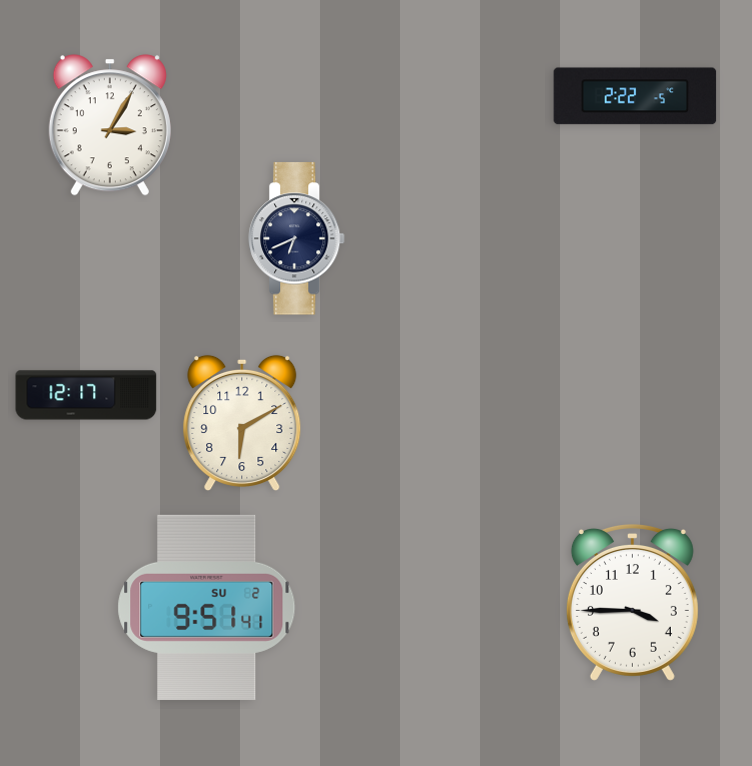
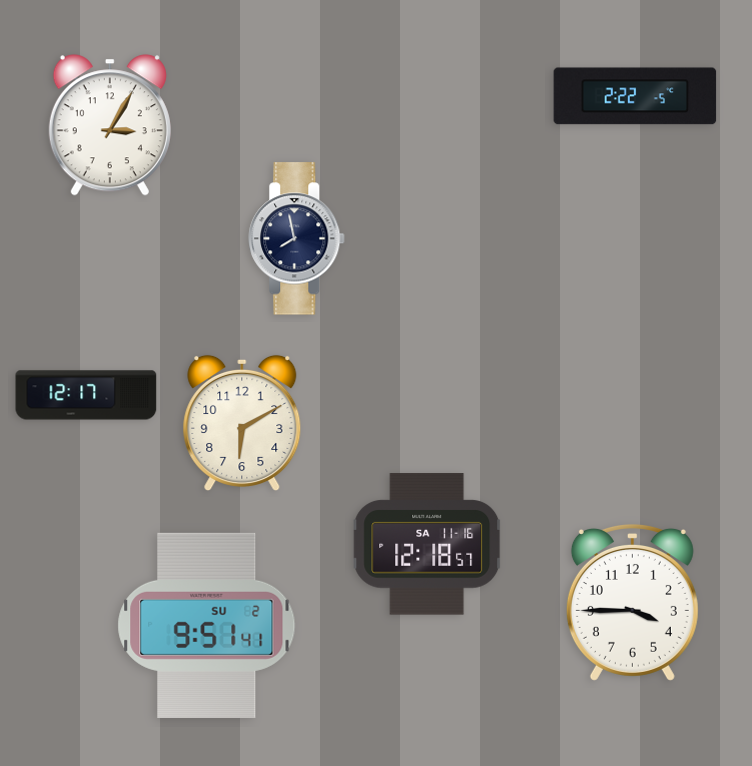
clock at (297, 239): 6:41 -> 7:58
clock at (427, 544): none -> 12:18
clock at (207, 607) position: (207, 607) -> (207, 625)
